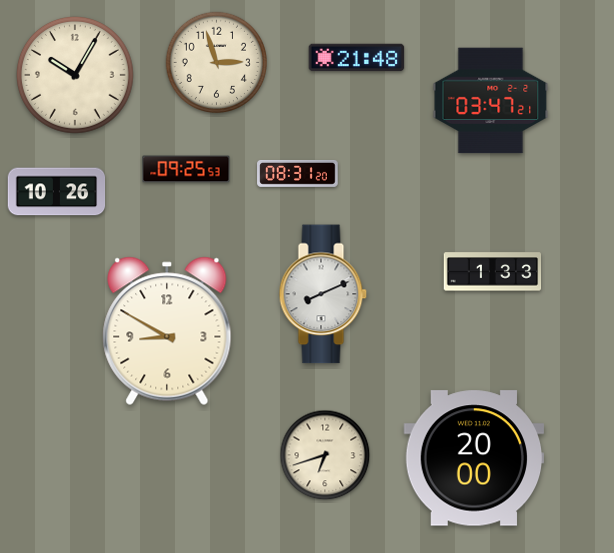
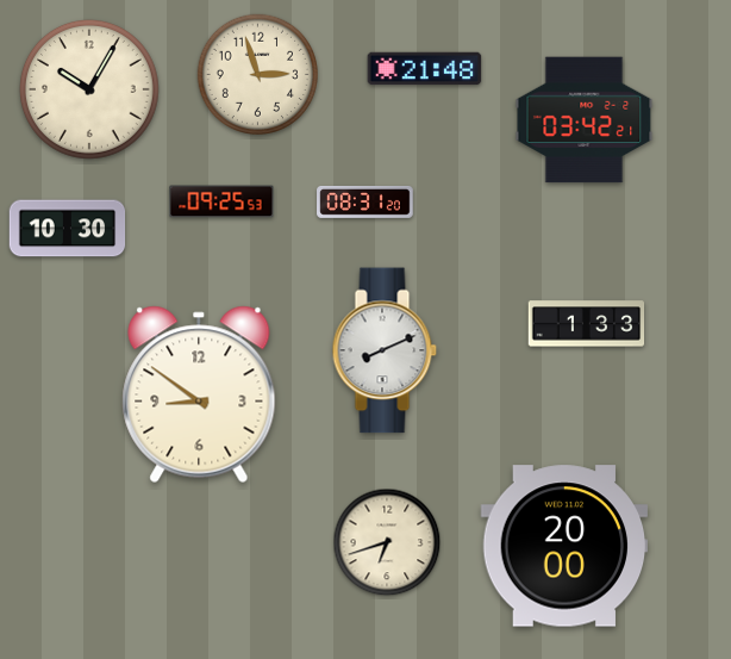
clock at (491, 101): 03:47 -> 03:42
clock at (298, 173) position: (298, 173) -> (365, 201)
clock at (57, 192): 10:26 -> 10:30
clock at (167, 331): 8:50 -> 8:51
